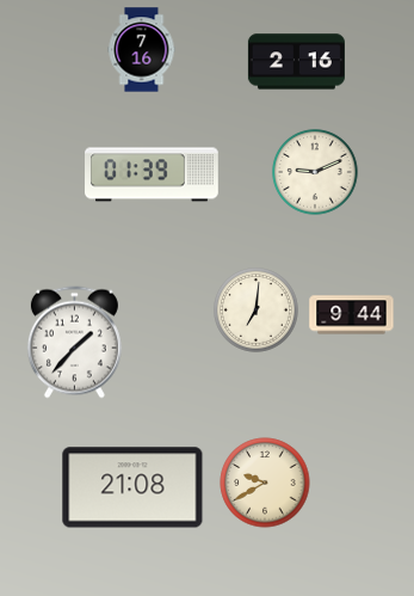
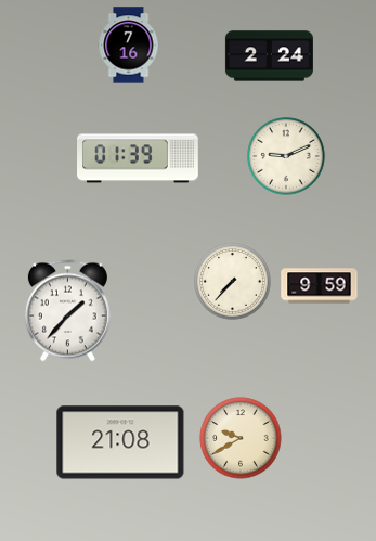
clock at (296, 62): 2:16 -> 2:24
clock at (257, 311): 7:01 -> 7:37
clock at (352, 315): 9:44 -> 9:59
